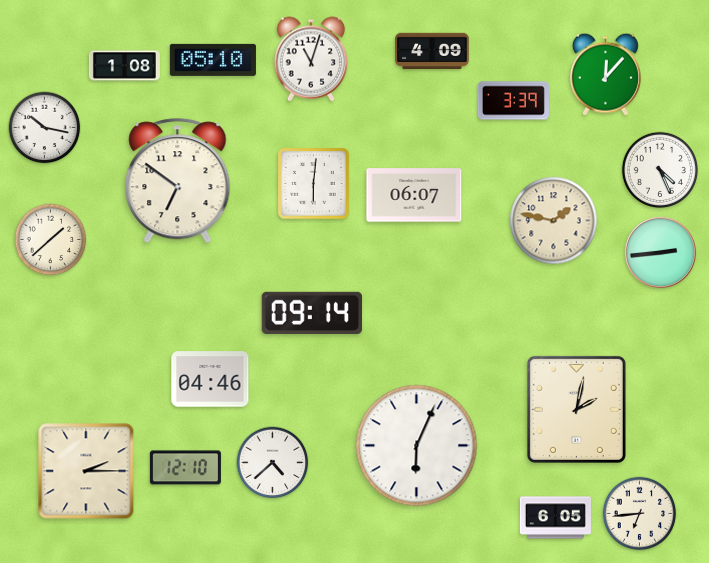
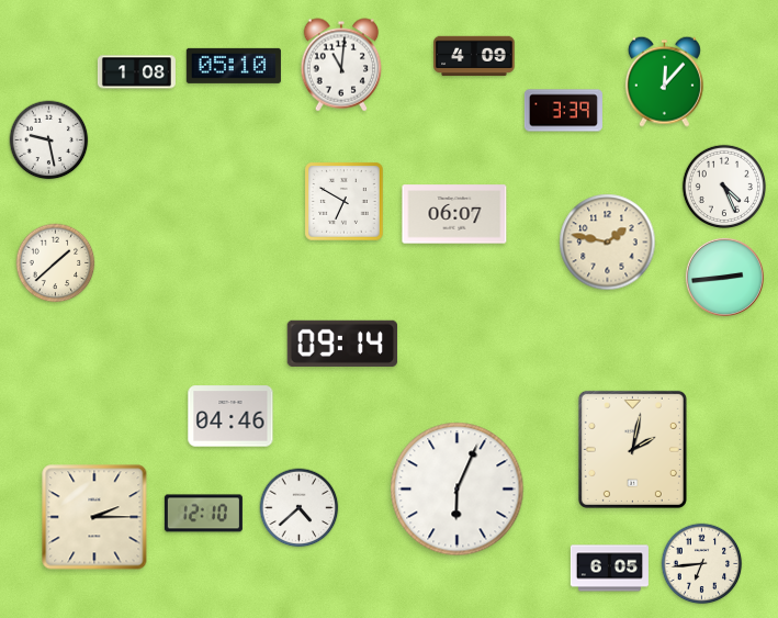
clock at (311, 59): 11:03 -> 11:01
clock at (45, 128): 10:17 -> 9:28
clock at (178, 181): 6:51 -> none
clock at (314, 184): 6:01 -> 6:50
